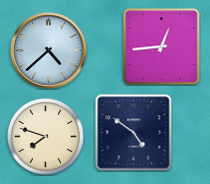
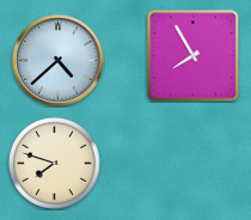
clock at (162, 47): 12:44 -> 7:55
clock at (134, 133): 4:51 -> none
